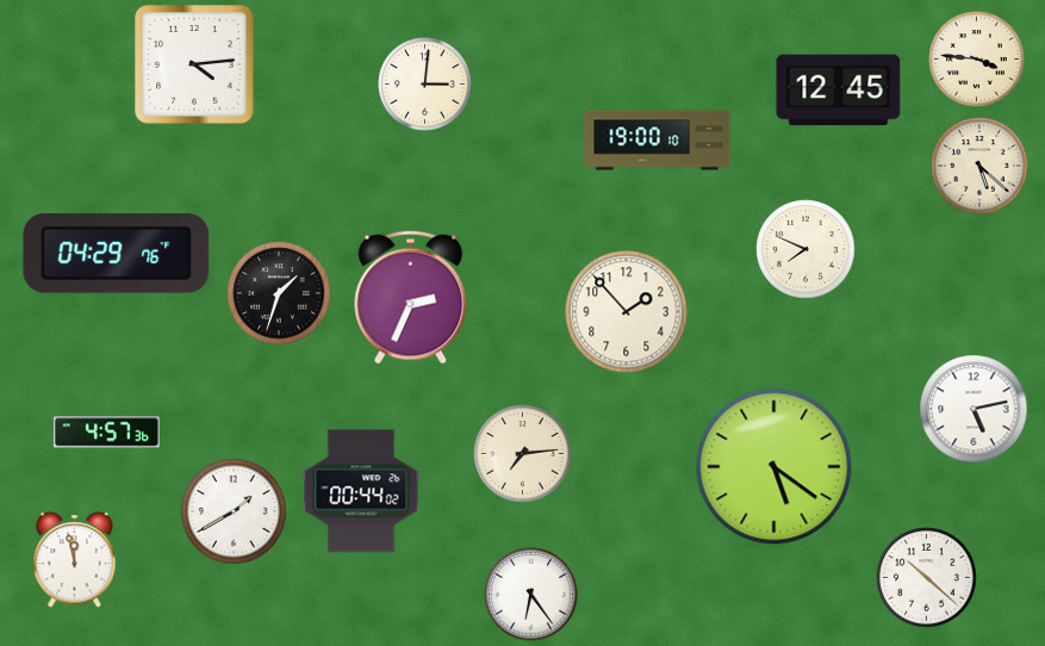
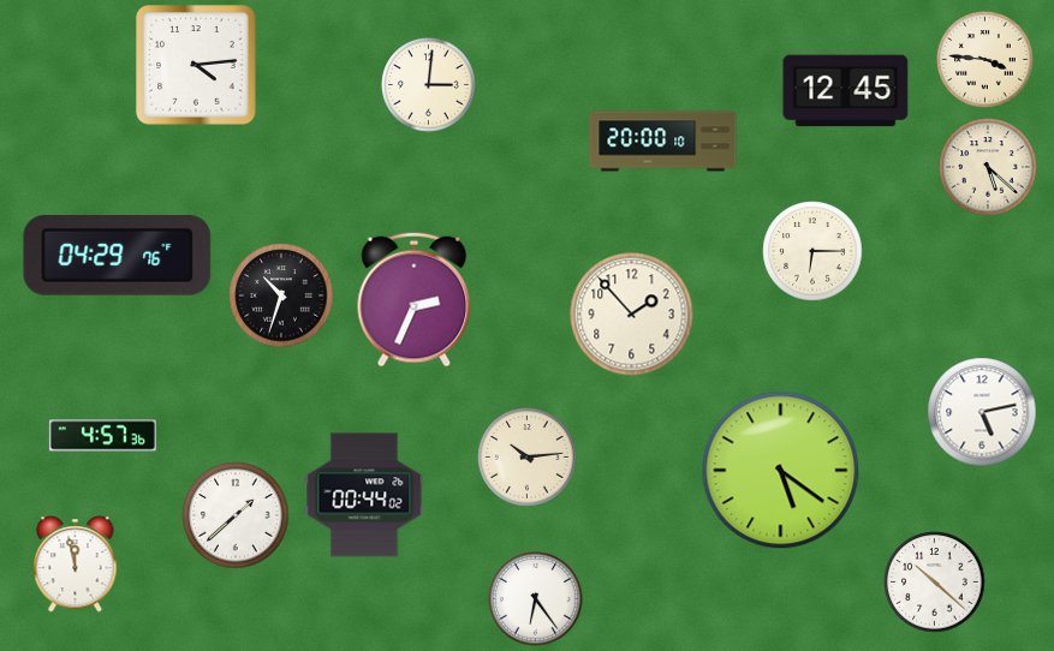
clock at (658, 141): 19:00 -> 20:00
clock at (805, 249): 7:49 -> 6:15
clock at (279, 293): 1:33 -> 10:33
clock at (106, 433) position: (106, 433) -> (102, 436)
clock at (523, 454): 7:14 -> 10:14
clock at (234, 511): 1:40 -> 1:38
